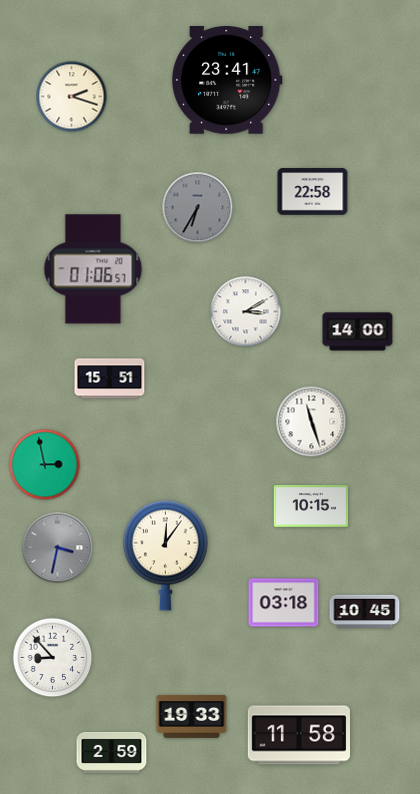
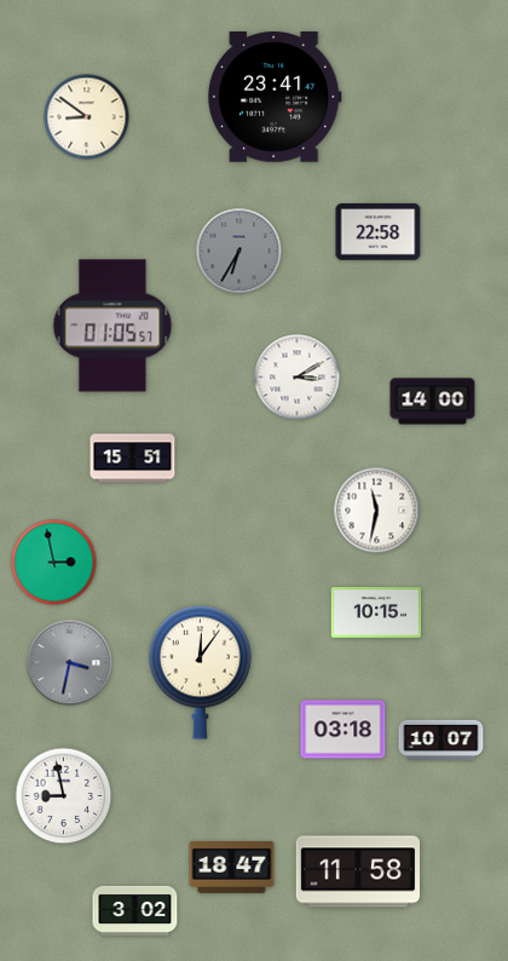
clock at (72, 97): 2:18 -> 8:51
clock at (93, 269): 01:06 -> 01:05
clock at (312, 422): 11:27 -> 11:32
clock at (365, 612): 10:45 -> 10:07
clock at (53, 658): 8:53 -> 8:58
clock at (192, 716): 19:33 -> 18:47
clock at (298, 735) position: (298, 735) -> (357, 871)
clock at (112, 752): 2:59 -> 3:02
